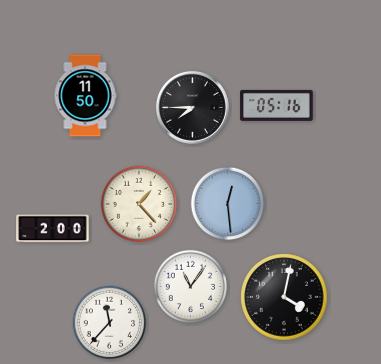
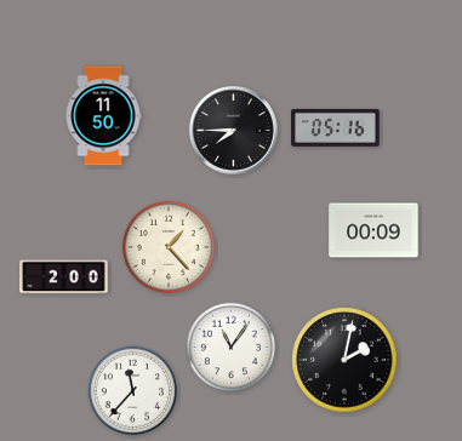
clock at (373, 230): none -> 00:09
clock at (228, 204): 12:29 -> none
clock at (284, 297): 4:02 -> 2:02
